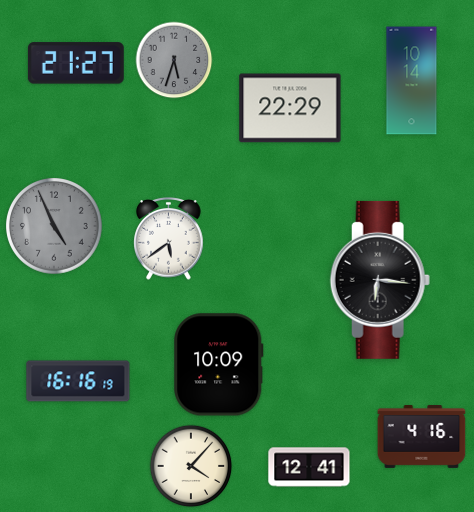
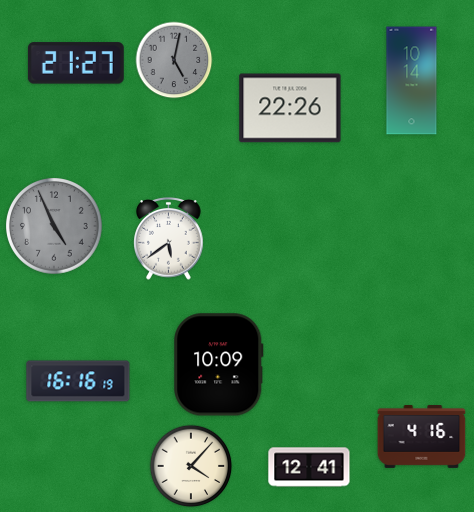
clock at (174, 60): 5:33 -> 5:02
clock at (290, 108): 22:29 -> 22:26
clock at (380, 280): 6:16 -> none
